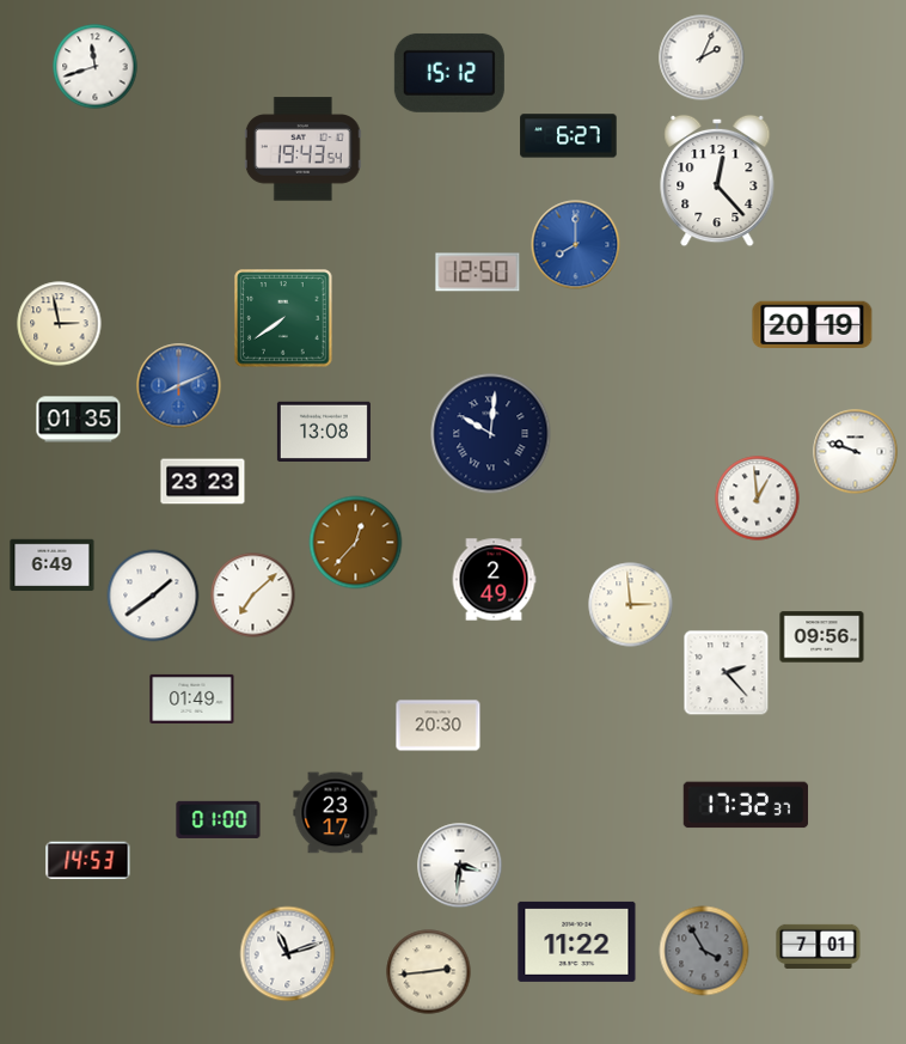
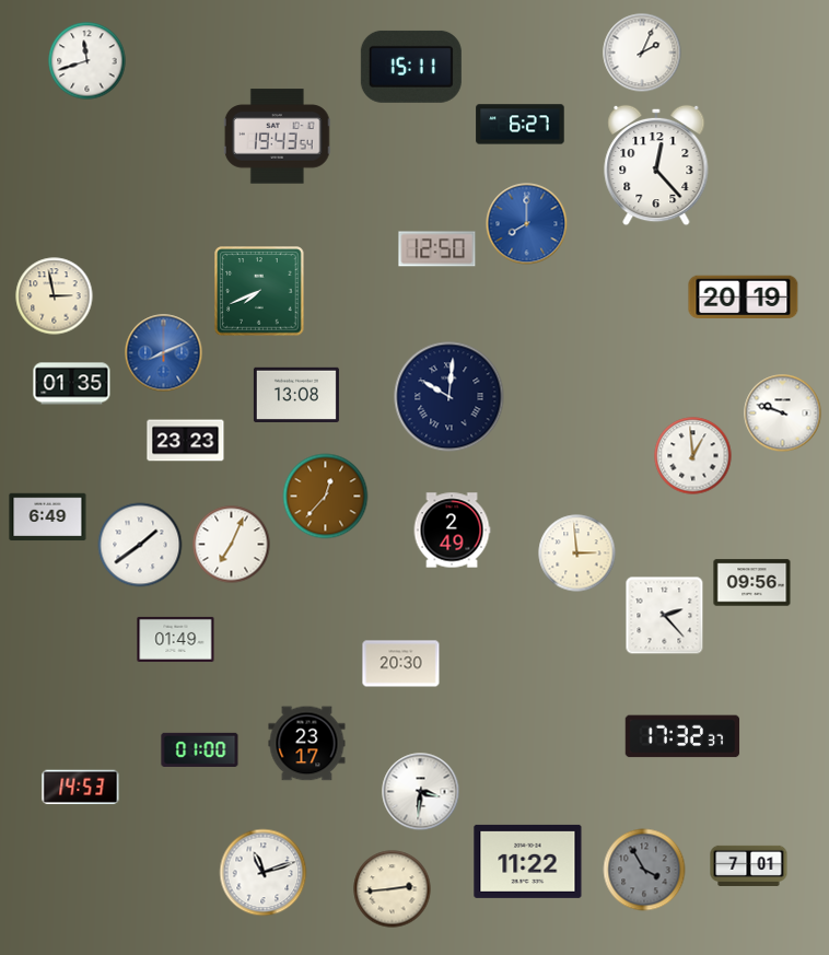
clock at (449, 73): 15:12 -> 15:11
clock at (283, 318): 7:39 -> 7:41
clock at (253, 596): 7:08 -> 7:04
